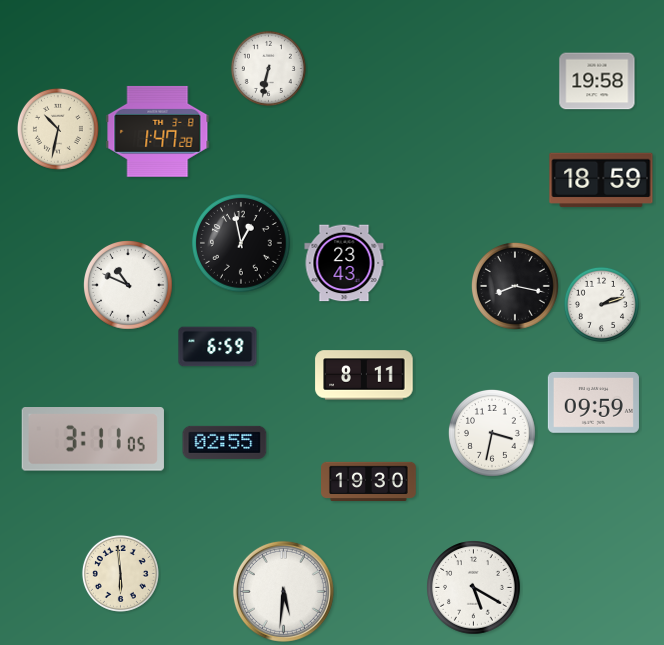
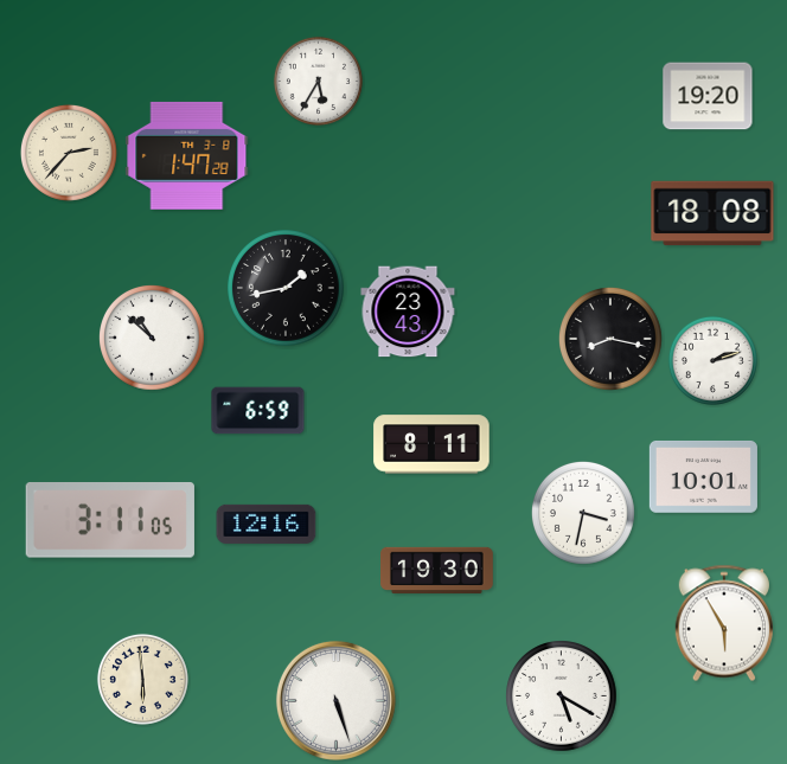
clock at (268, 68): 6:32 -> 5:35
clock at (597, 81): 19:58 -> 19:20
clock at (58, 129): 10:32 -> 2:37
clock at (601, 180): 18:59 -> 18:08
clock at (241, 243): 12:58 -> 1:43
clock at (129, 286): 10:49 -> 10:52
clock at (593, 402): 09:59 -> 10:01
clock at (225, 442): 02:55 -> 12:16
clock at (723, 623): none -> 5:55
clock at (283, 591): 5:31 -> 5:27
